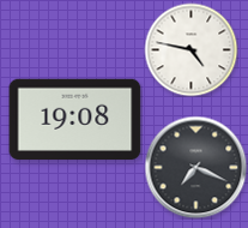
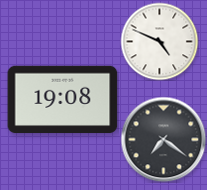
clock at (190, 49): 4:47 -> 4:49
clock at (195, 167): 7:19 -> 7:21
